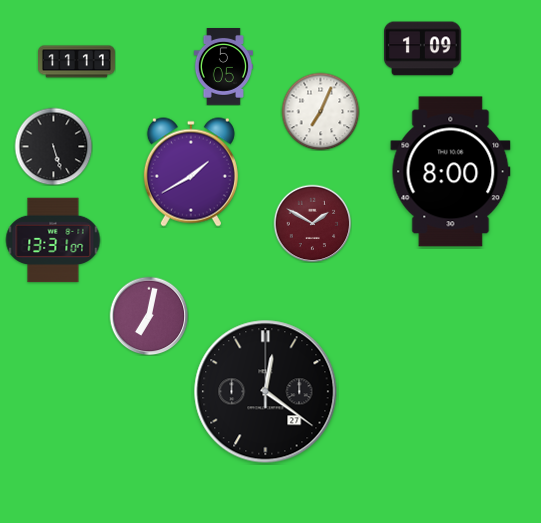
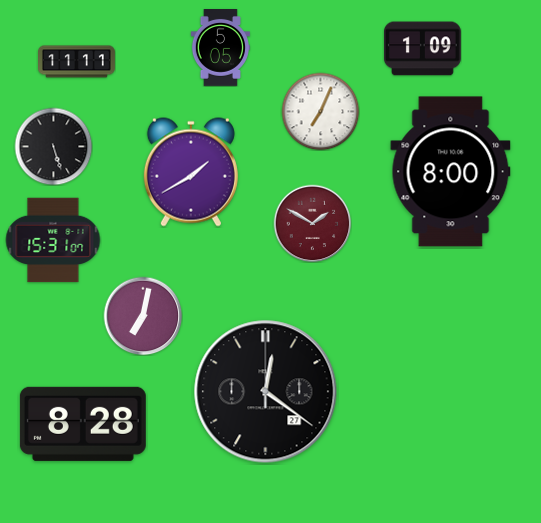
clock at (223, 67) position: (223, 67) -> (220, 48)
clock at (53, 240): 13:31 -> 15:31
clock at (149, 316) position: (149, 316) -> (143, 316)
clock at (83, 424): none -> 8:28
